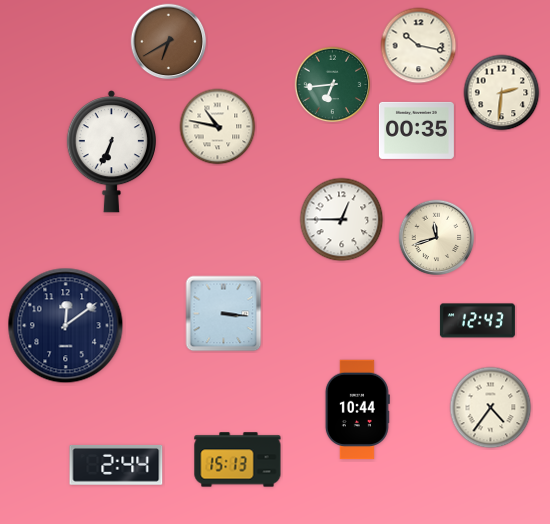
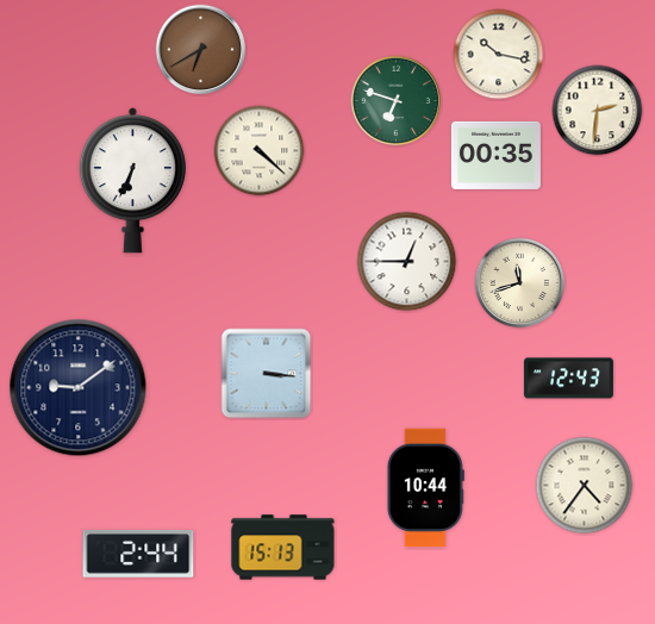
clock at (333, 85): 6:44 -> 6:48
clock at (218, 127): 10:47 -> 4:22
clock at (477, 321) position: (477, 321) -> (568, 379)
clock at (66, 326): 12:09 -> 9:09
